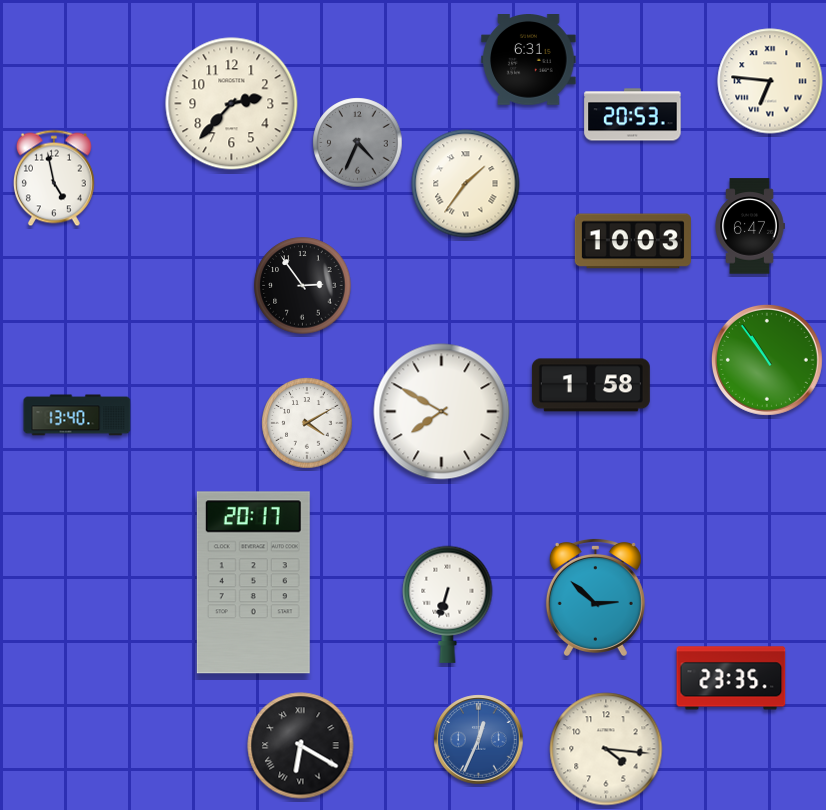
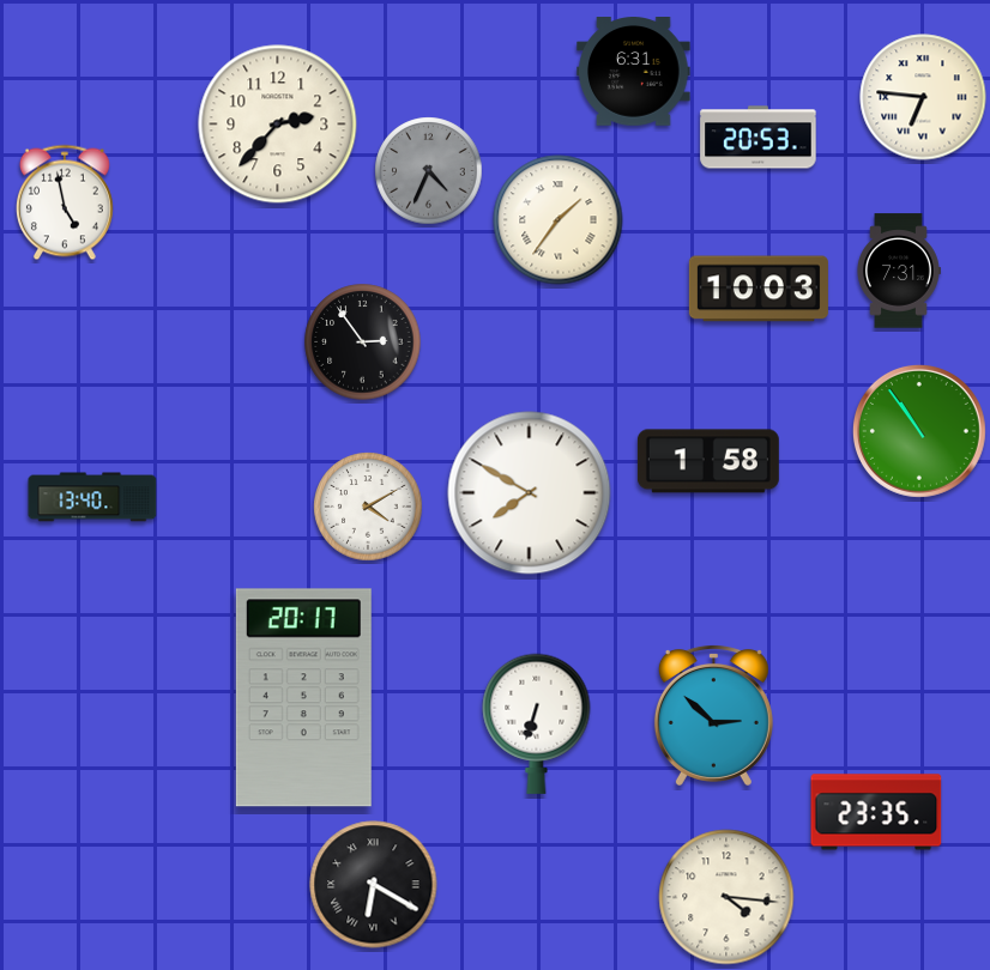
clock at (54, 178) position: (54, 178) -> (65, 202)
clock at (750, 226): 6:47 -> 7:31
clock at (479, 740): 12:34 -> none
clock at (301, 746) position: (301, 746) -> (374, 885)
